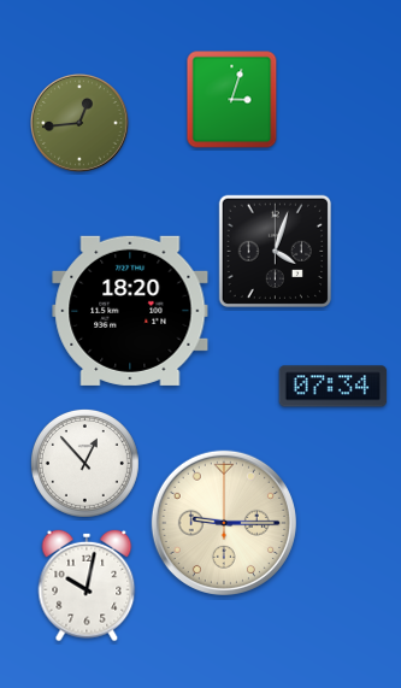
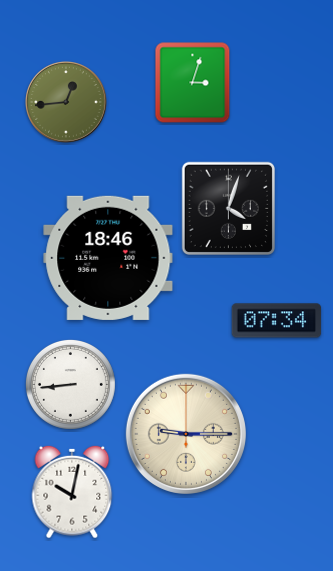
clock at (130, 311): 18:20 -> 18:46
clock at (84, 463): 12:53 -> 8:44
clock at (87, 586) position: (87, 586) -> (72, 492)
